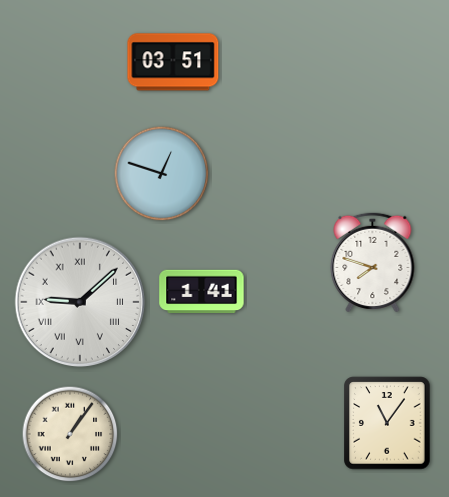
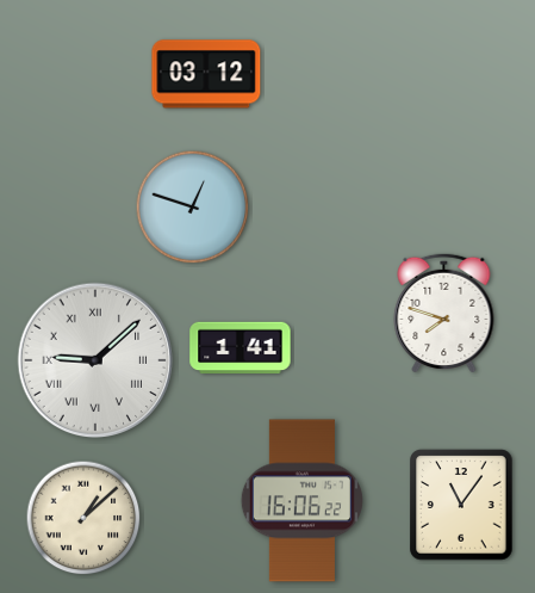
clock at (173, 62): 03:51 -> 03:12
clock at (301, 501): none -> 16:06
clock at (70, 434): 1:06 -> 1:08
